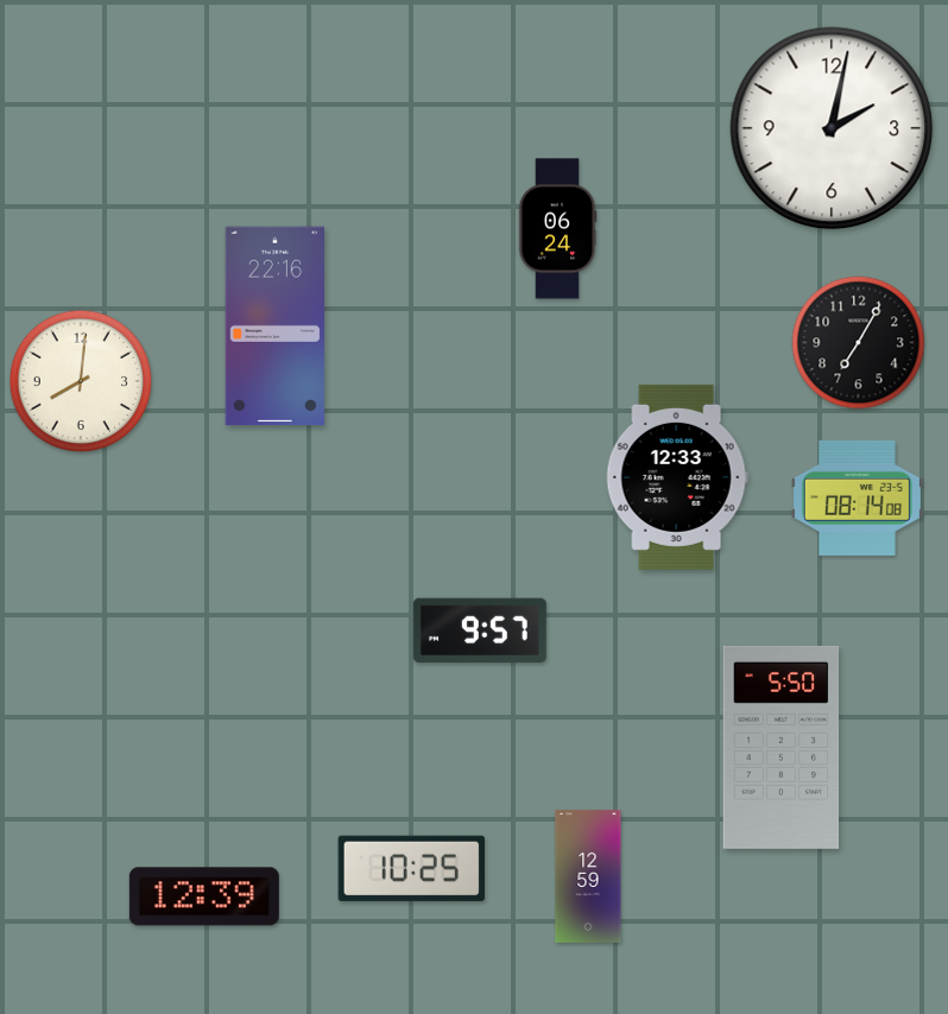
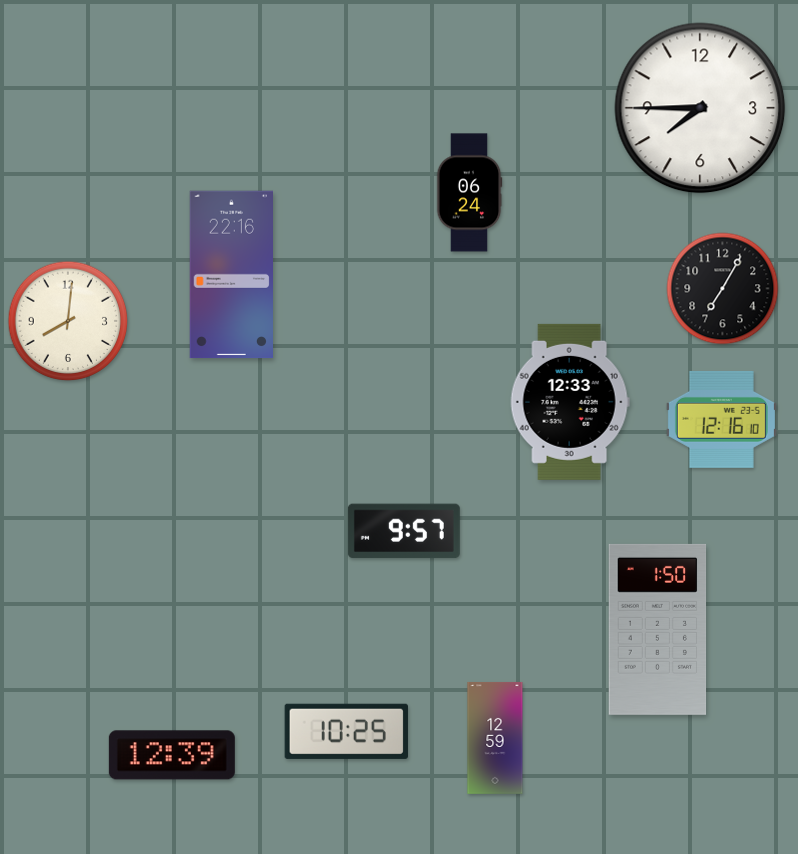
clock at (832, 128): 2:02 -> 7:45
clock at (857, 498): 08:14 -> 12:16
clock at (782, 747): 5:50 -> 1:50
